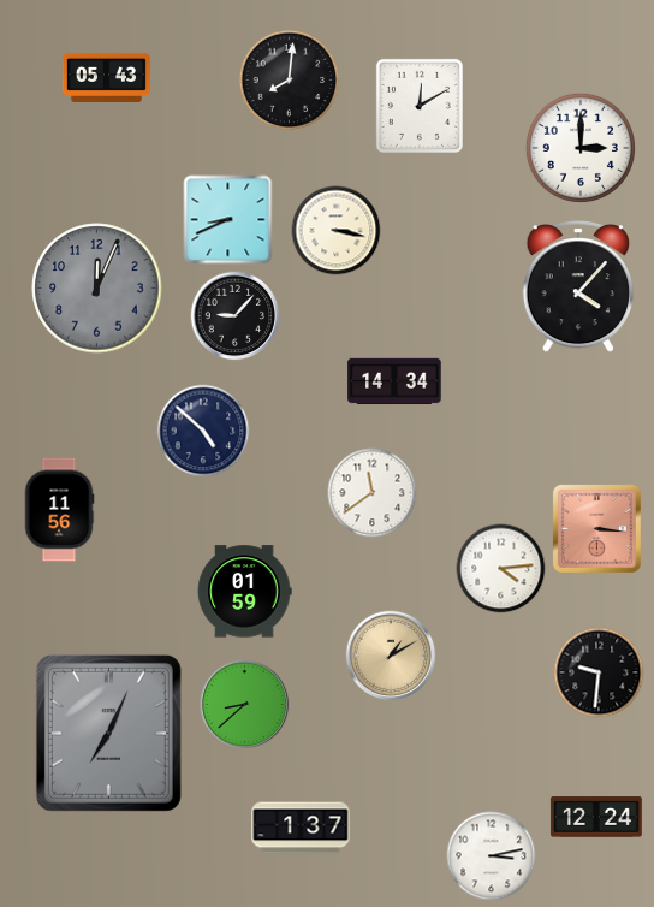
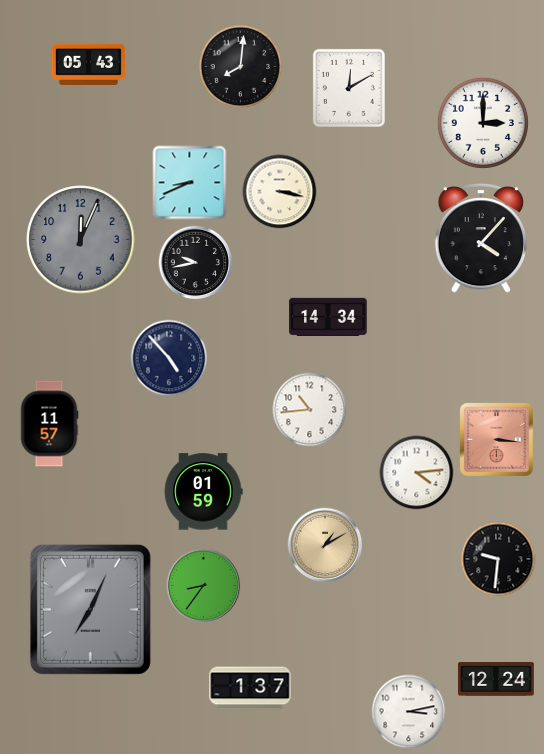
clock at (236, 316): 9:07 -> 9:43
clock at (203, 431): 4:52 -> 4:53
clock at (373, 493): 11:39 -> 10:44
clock at (59, 510): 11:56 -> 11:57
clock at (245, 705): 8:38 -> 8:36
